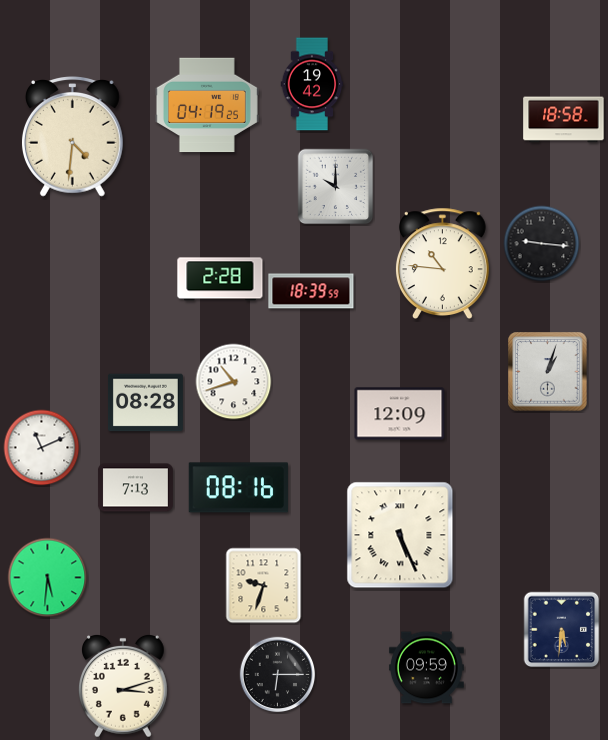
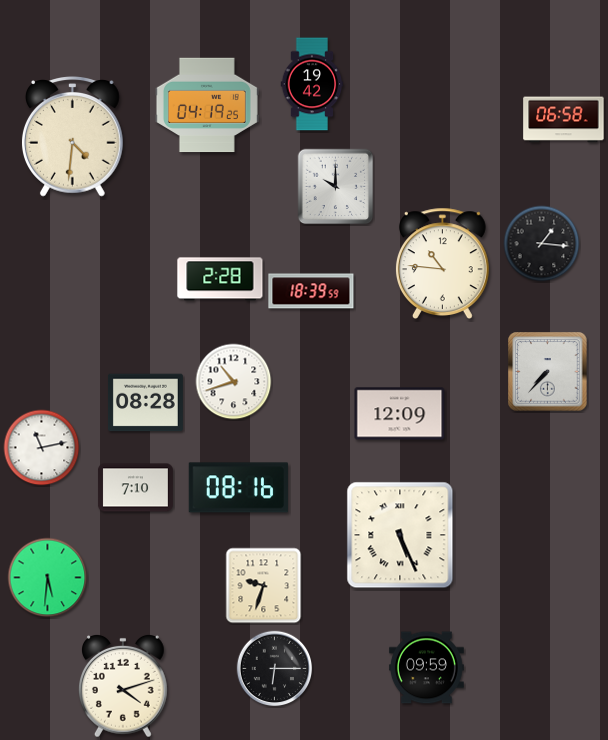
clock at (564, 120): 18:58 -> 06:58
clock at (542, 244): 9:16 -> 1:16
clock at (548, 372): 1:03 -> 7:37
clock at (42, 448): 11:11 -> 11:13
clock at (135, 488): 7:13 -> 7:10
clock at (562, 630): 5:31 -> none
clock at (278, 675) position: (278, 675) -> (275, 669)
clock at (124, 686): 3:12 -> 4:12
